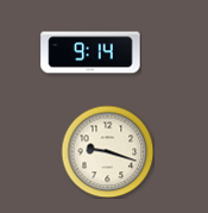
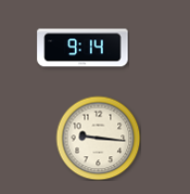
clock at (107, 151): 9:18 -> 9:16
